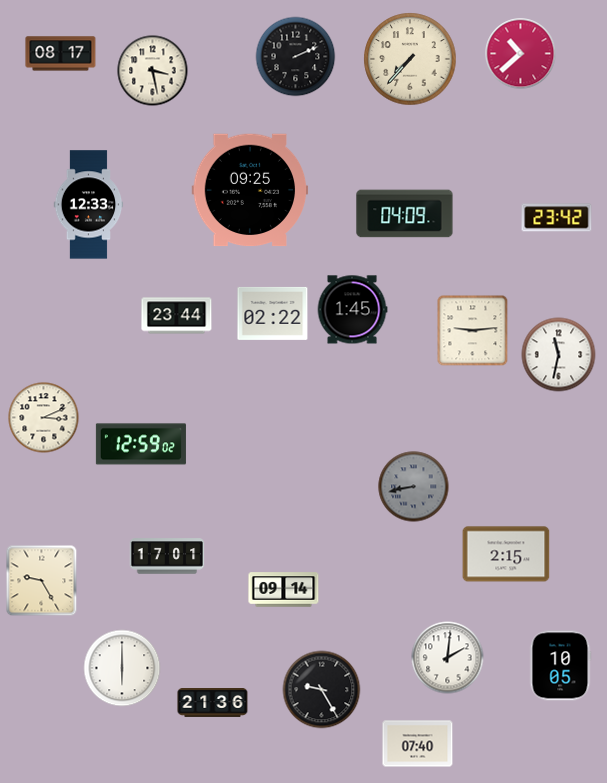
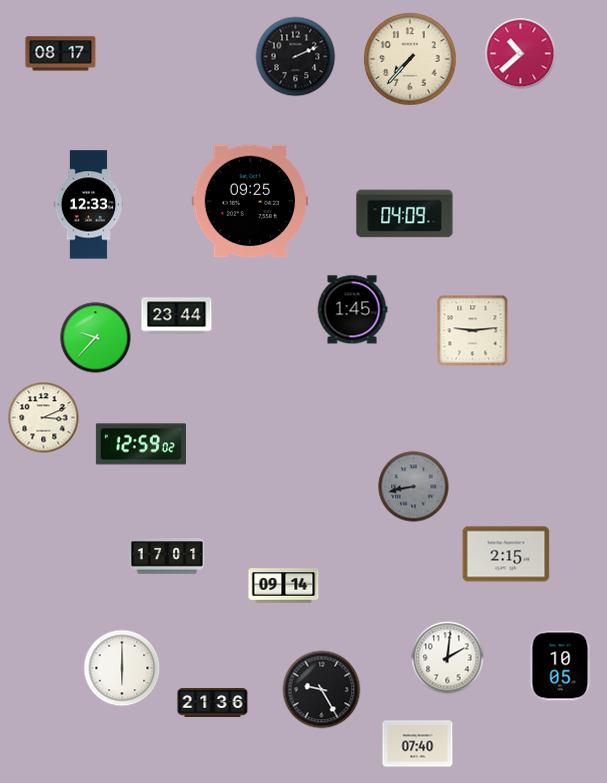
clock at (153, 71): 3:28 -> none
clock at (250, 190) position: (250, 190) -> (250, 201)
clock at (557, 218): 23:42 -> none
clock at (273, 313): 02:22 -> none
clock at (96, 338): none -> 9:37
clock at (559, 355): 11:32 -> none
clock at (42, 581): 9:25 -> none
clock at (284, 590) position: (284, 590) -> (284, 586)
